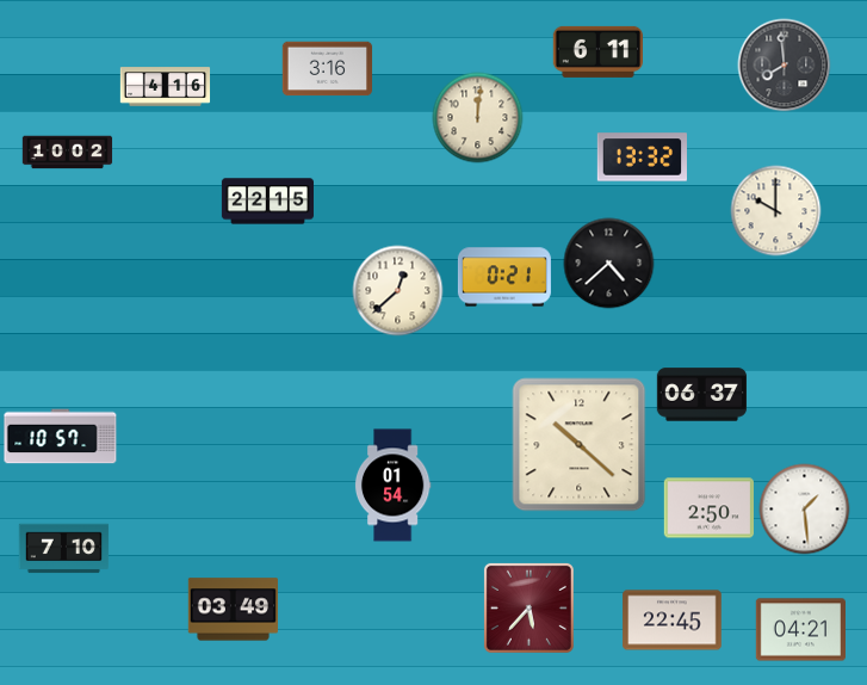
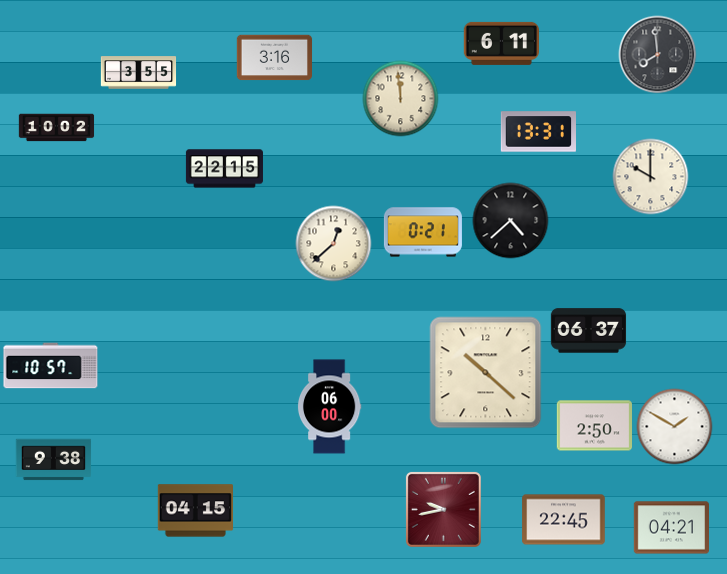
clock at (166, 87): 4:16 -> 3:55
clock at (478, 118): 12:01 -> 11:59
clock at (642, 158): 13:32 -> 13:31
clock at (392, 486): 01:54 -> 06:00
clock at (805, 510): 1:29 -> 1:50
clock at (64, 549): 7:10 -> 9:38
clock at (528, 607): 5:37 -> 9:43
clock at (233, 610): 03:49 -> 04:15
